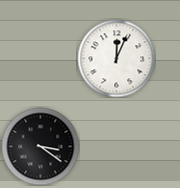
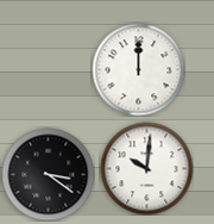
clock at (116, 58): 12:04 -> 12:00
clock at (146, 168): none -> 10:01
